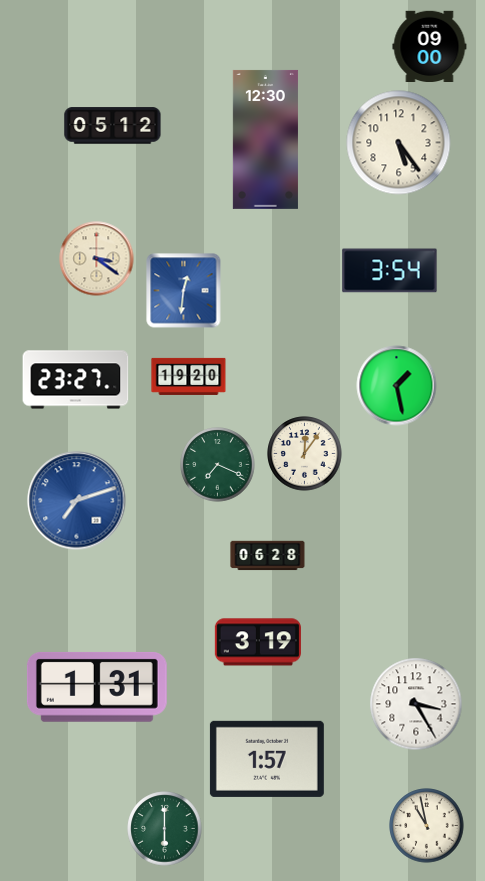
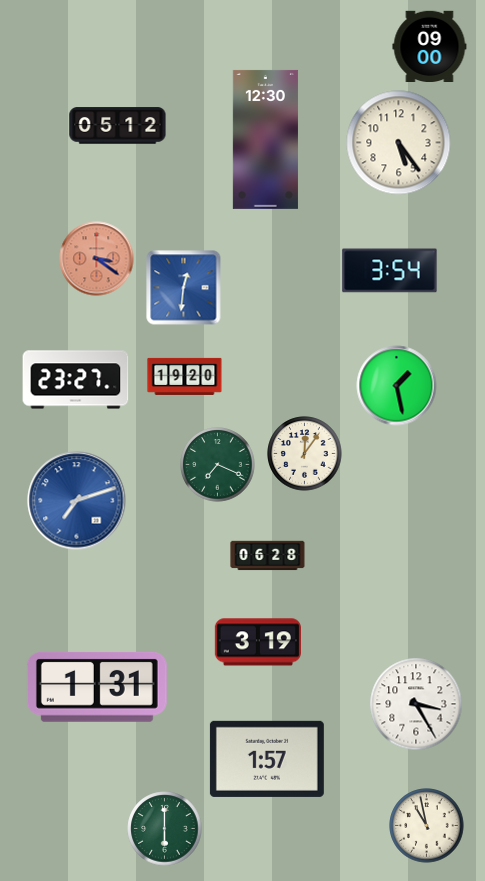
clock at (113, 126) position: (113, 126) -> (118, 126)
clock at (97, 259) dial: cream -> salmon
clock at (184, 291) position: (184, 291) -> (184, 288)
clock at (189, 376) position: (189, 376) -> (185, 376)
